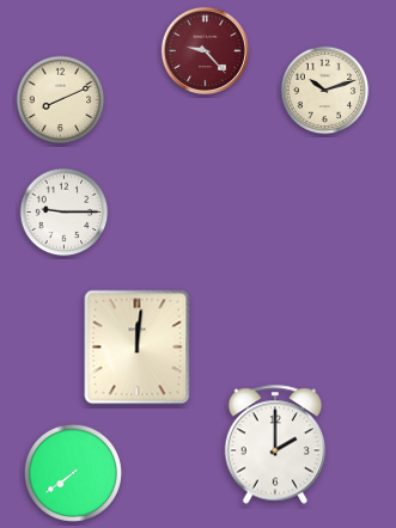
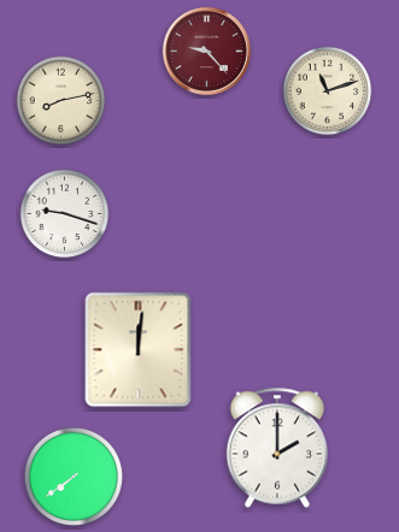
clock at (325, 91): 10:12 -> 11:12
clock at (61, 100): 8:11 -> 8:13
clock at (65, 213): 9:15 -> 9:18
